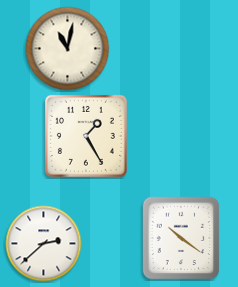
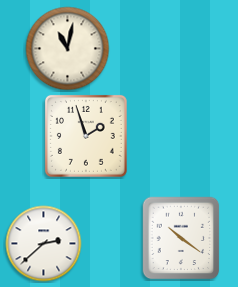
clock at (86, 136): 1:25 -> 1:57
